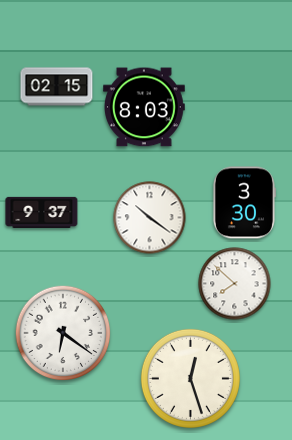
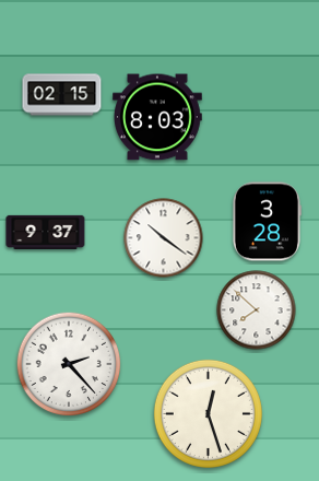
clock at (244, 203): 3:30 -> 3:28
clock at (63, 333): 6:21 -> 2:23
